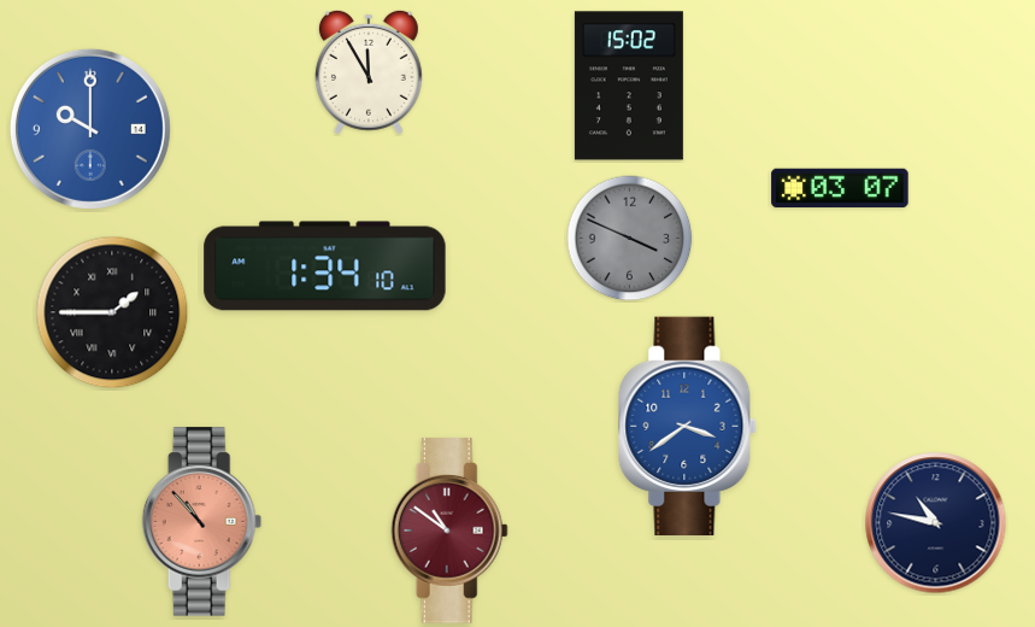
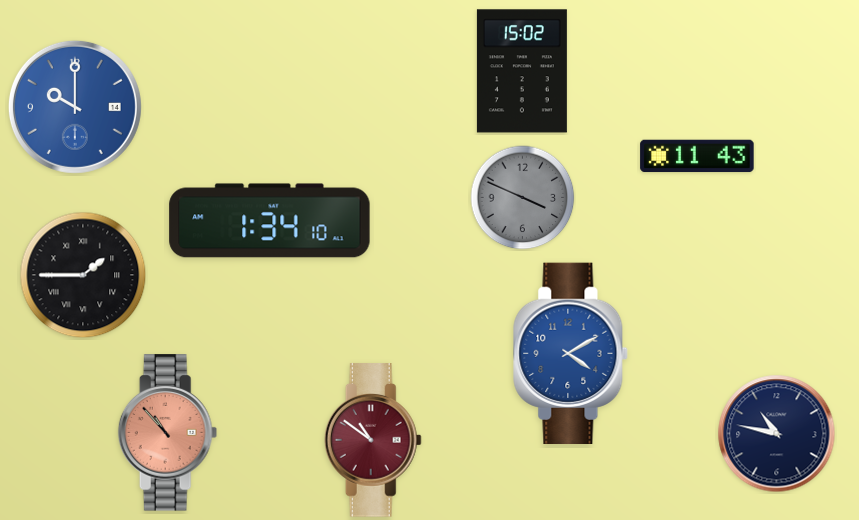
clock at (369, 72): 11:55 -> none
clock at (840, 188): 03:07 -> 11:43
clock at (112, 312) position: (112, 312) -> (83, 275)
clock at (688, 426): 3:39 -> 4:10
